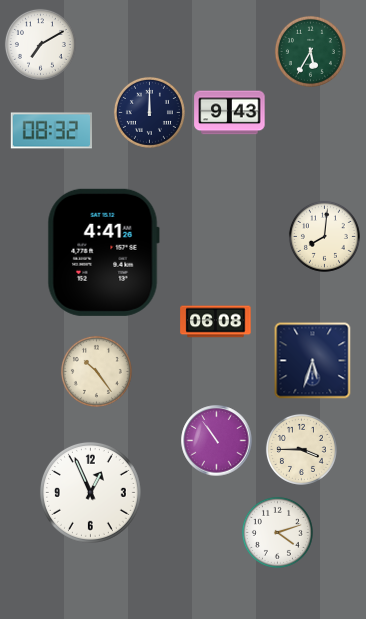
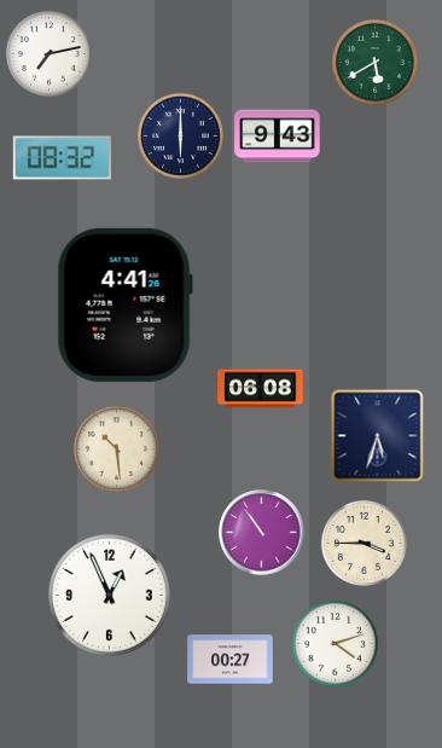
clock at (40, 44): 7:10 -> 7:13
clock at (310, 51): 5:35 -> 5:40
clock at (149, 112): 12:00 -> 6:00
clock at (324, 236): 8:01 -> none
clock at (96, 371): 10:24 -> 10:29
clock at (231, 660): none -> 00:27
